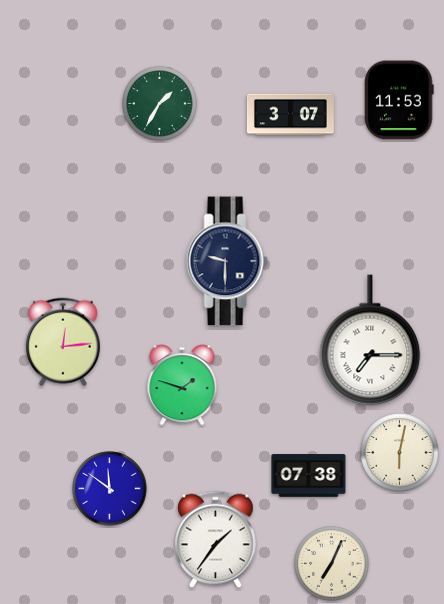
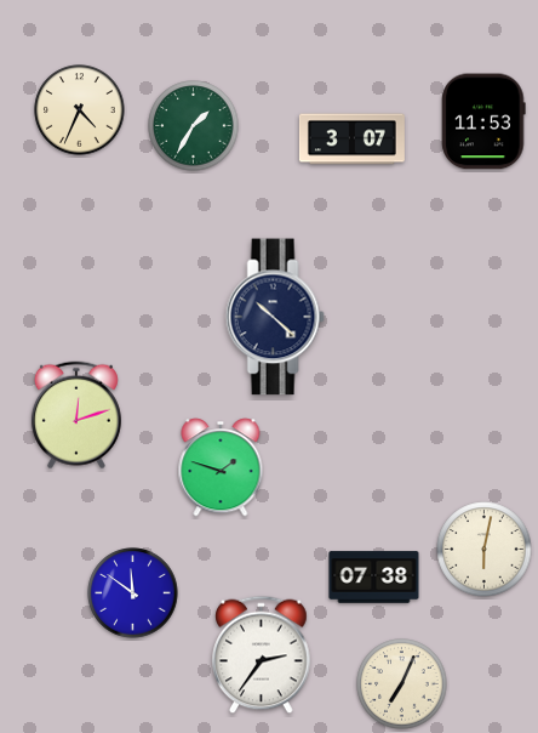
clock at (80, 110): none -> 4:34
clock at (227, 261): 9:30 -> 10:22
clock at (370, 340): 7:15 -> none
clock at (63, 342): 12:14 -> 12:12
clock at (216, 540): 1:36 -> 2:36
